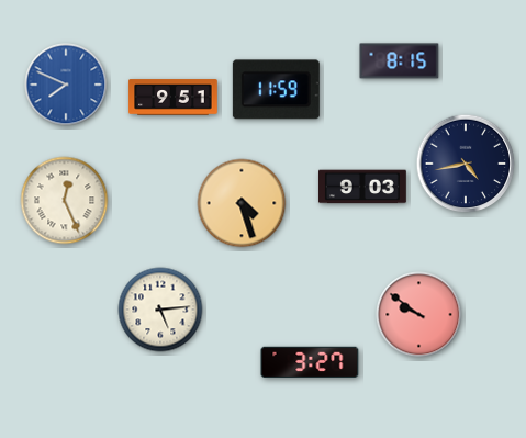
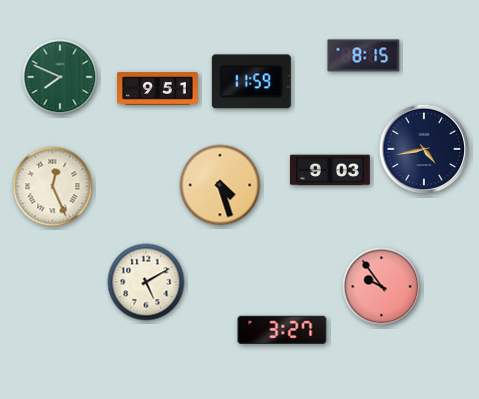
clock at (66, 85) dial: blue -> green
clock at (65, 201) position: (65, 201) -> (53, 187)
clock at (160, 310): 5:14 -> 5:10
clock at (419, 315): 9:51 -> 9:54
